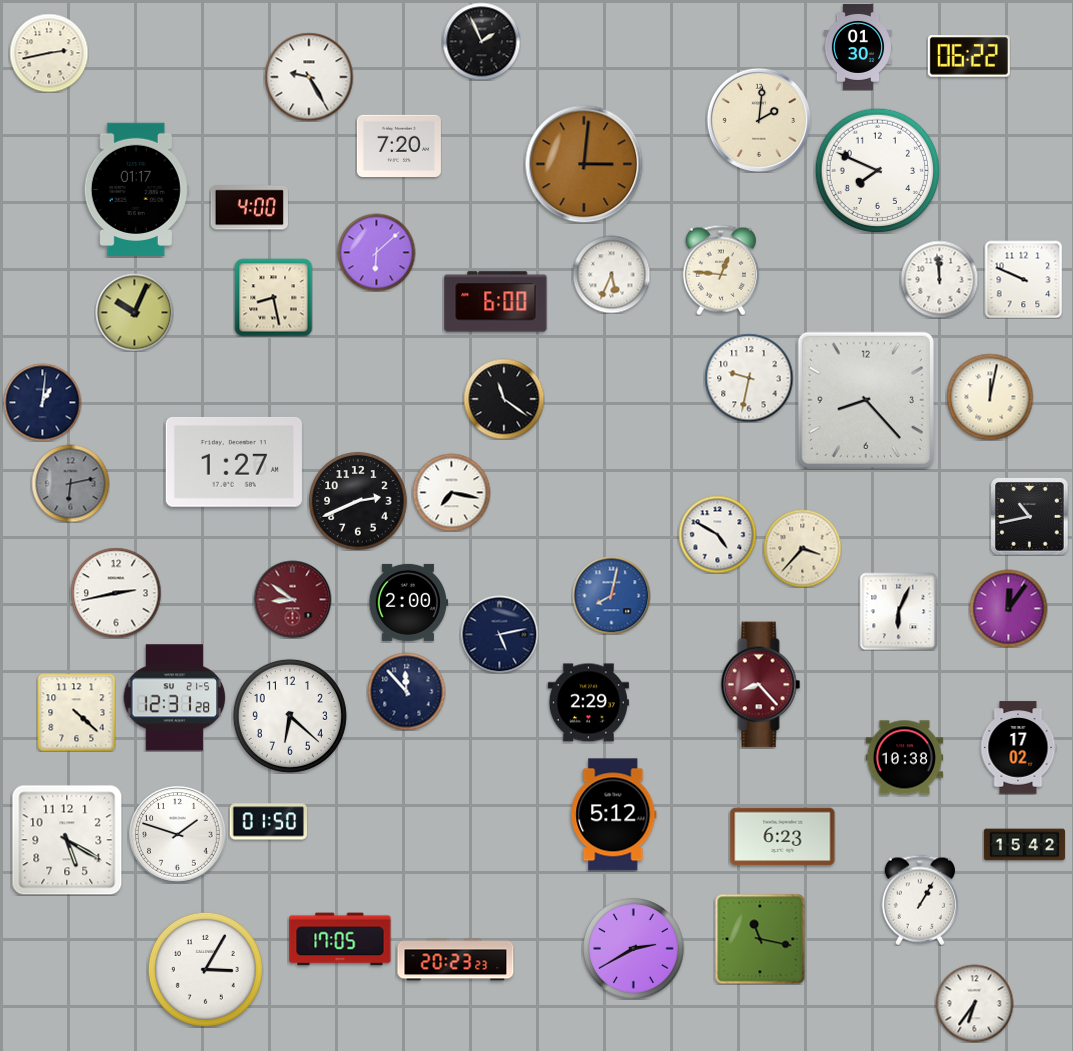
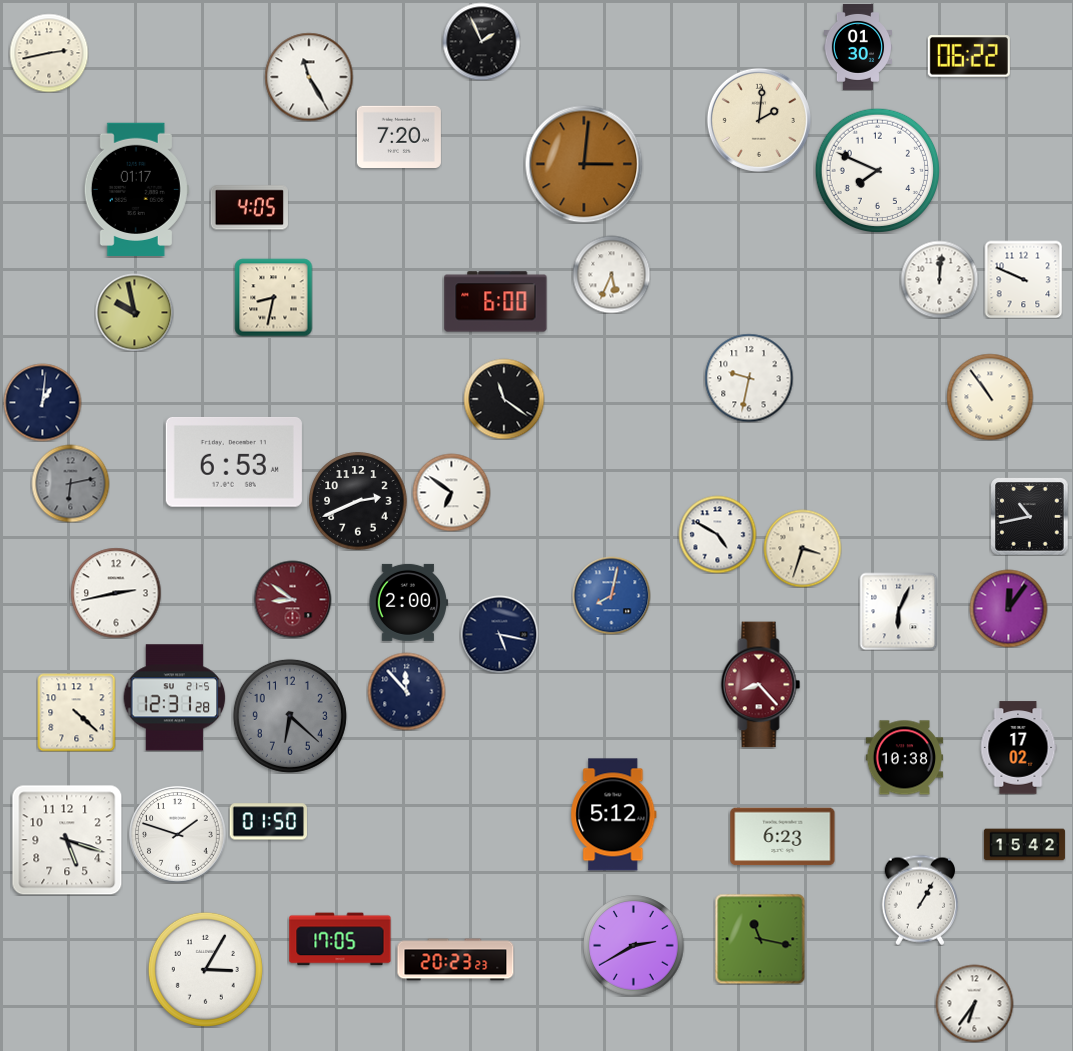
clock at (309, 77): 9:25 -> 11:25
clock at (399, 145) position: (399, 145) -> (399, 136)
clock at (249, 208): 4:00 -> 4:05
clock at (376, 252): 6:08 -> none
clock at (721, 270): 12:46 -> none
clock at (939, 279): 11:59 -> 12:01
clock at (273, 297): 8:28 -> 8:32
clock at (134, 312): 10:04 -> 9:58
clock at (990, 397): 12:02 -> 10:54
clock at (866, 400): 8:23 -> none
clock at (234, 462): 1:27 -> 6:53
clock at (451, 492): 7:17 -> 6:51
clock at (802, 548): 3:37 -> 3:33
clock at (499, 634): 5:13 -> 5:17
clock at (588, 703): 2:29 -> none
clock at (290, 716) dial: white -> grey
clock at (67, 840): 5:20 -> 5:18
clock at (634, 949) position: (634, 949) -> (634, 946)
